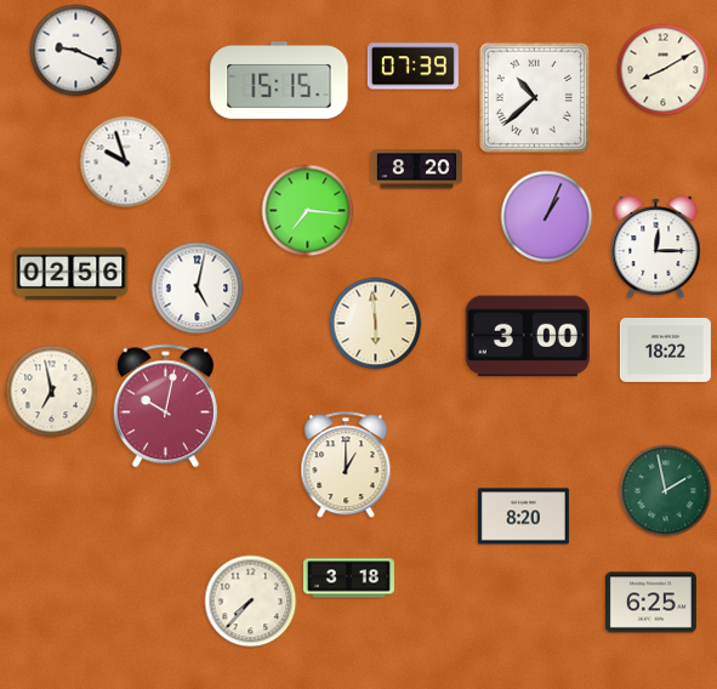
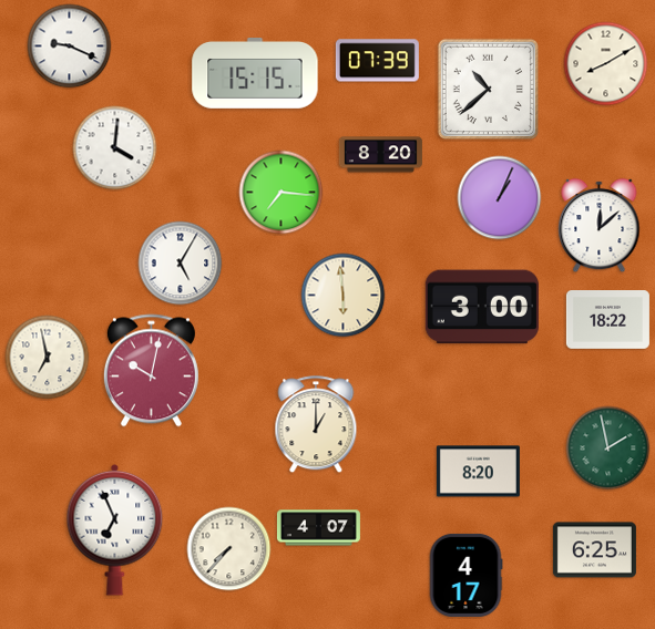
clock at (126, 163): 9:57 -> 4:01
clock at (656, 247): 12:15 -> 12:08
clock at (72, 274): 02:56 -> none
clock at (198, 289): 5:02 -> 5:05
clock at (348, 579): 3:18 -> 4:07
clock at (115, 529): none -> 6:56
clock at (465, 575): none -> 4:17
